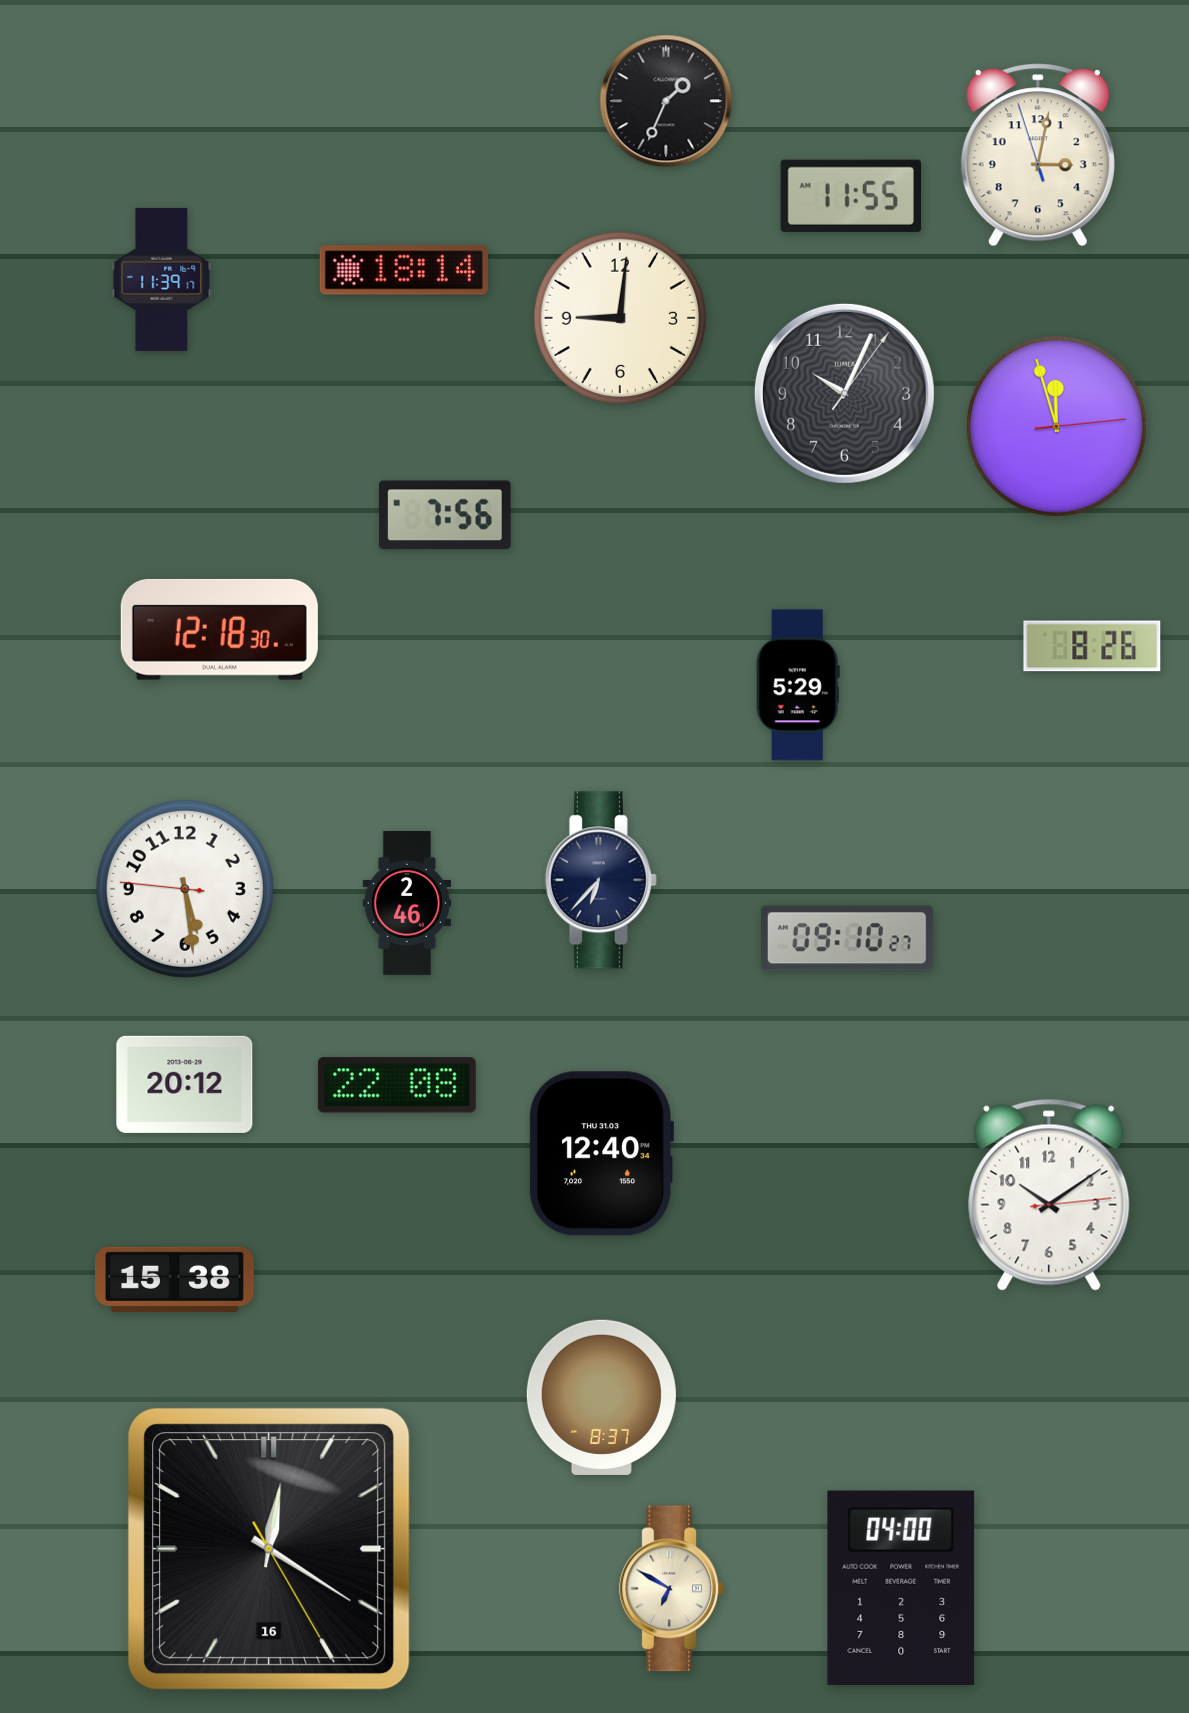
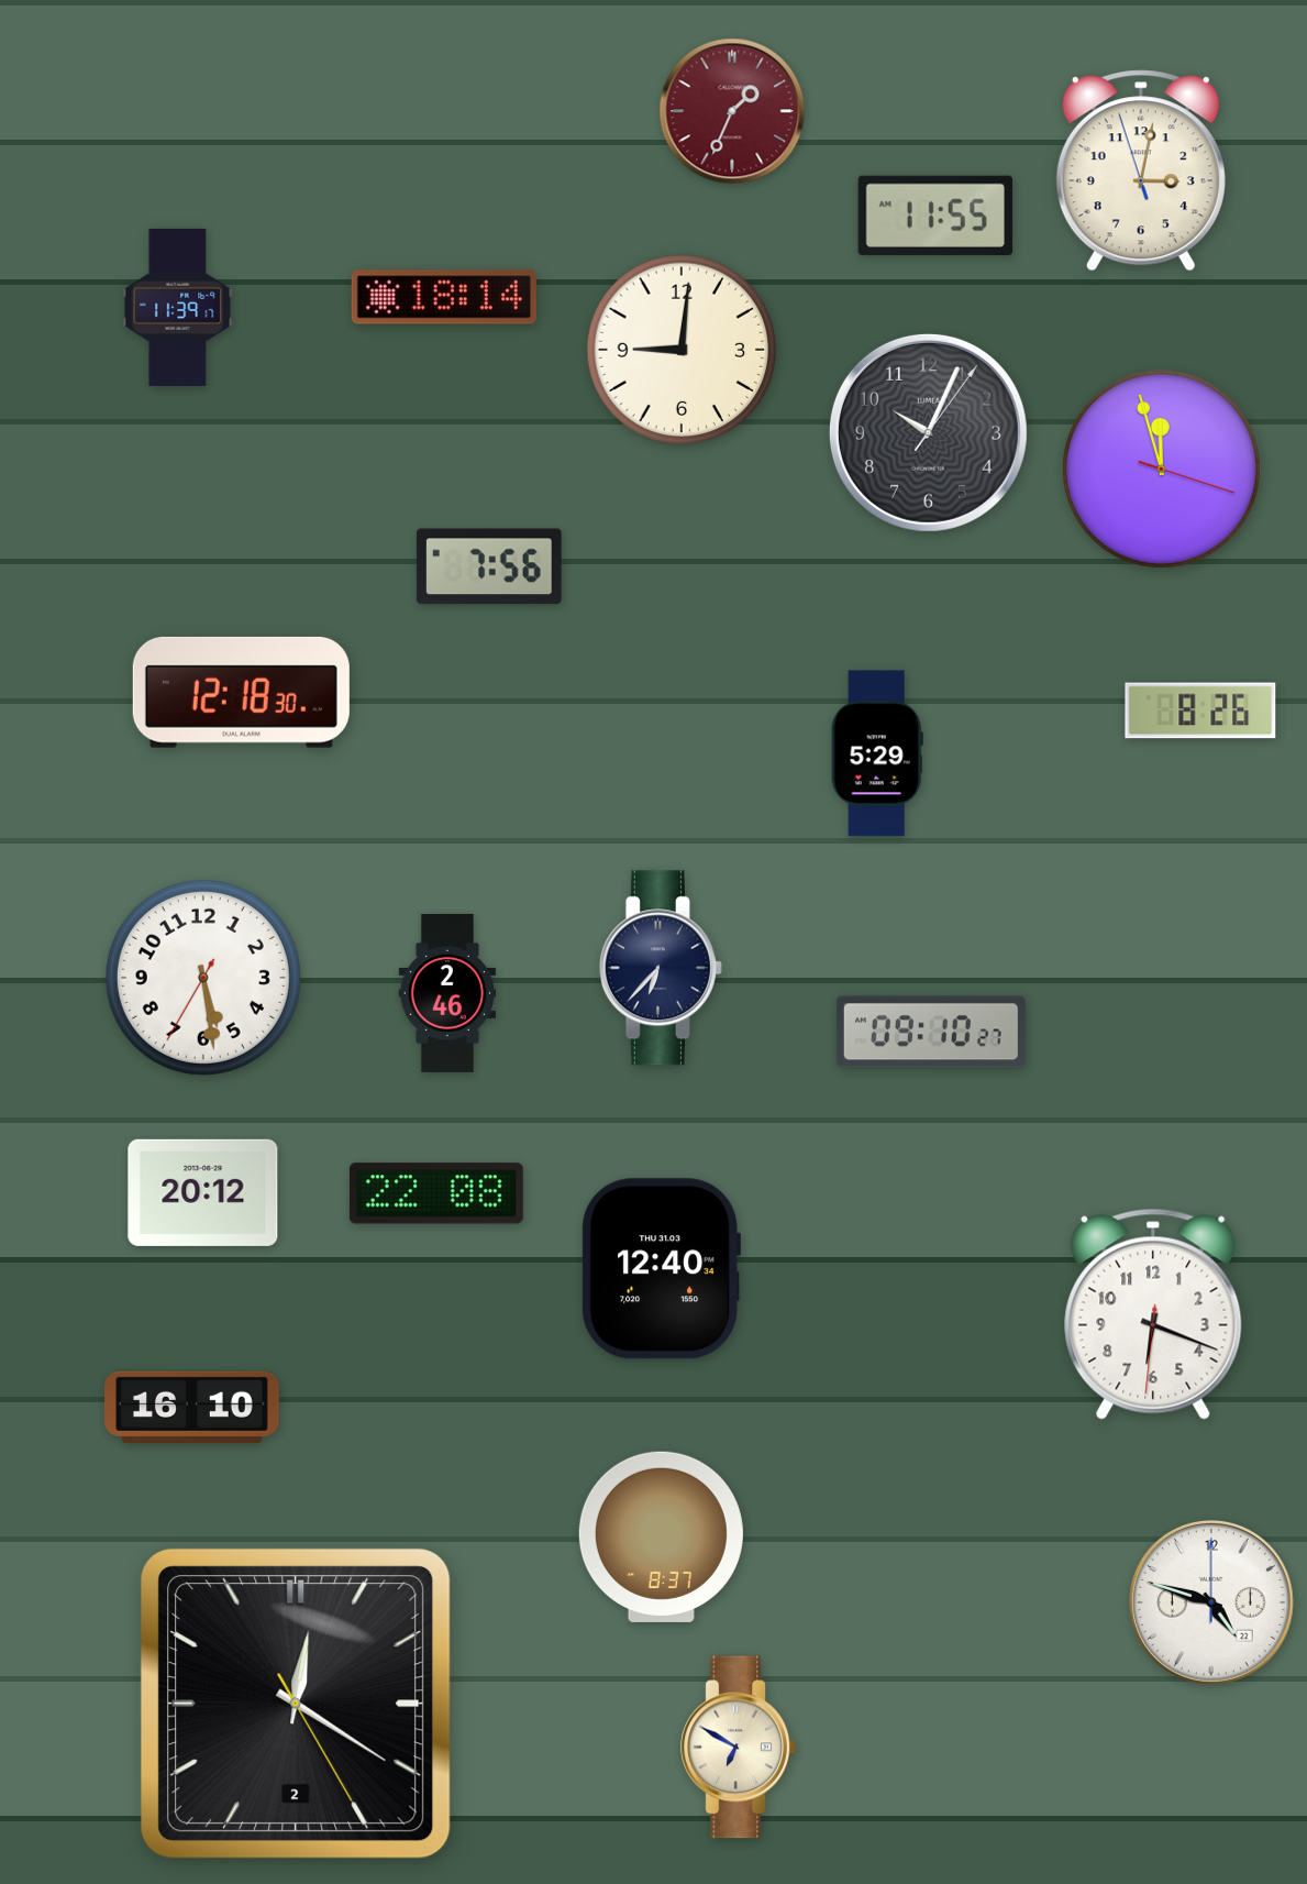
clock at (666, 101) dial: black -> burgundy
clock at (1056, 426): 11:57:14 -> 11:57:18
clock at (185, 889): 5:28:46 -> 5:28:35
clock at (1049, 1195): 10:09 -> 6:18
clock at (175, 1279): 15:38 -> 16:10
clock at (1211, 1602): none -> 4:48
clock at (269, 1549) date: 16 -> 2
clock at (901, 1588): 04:00 -> none
